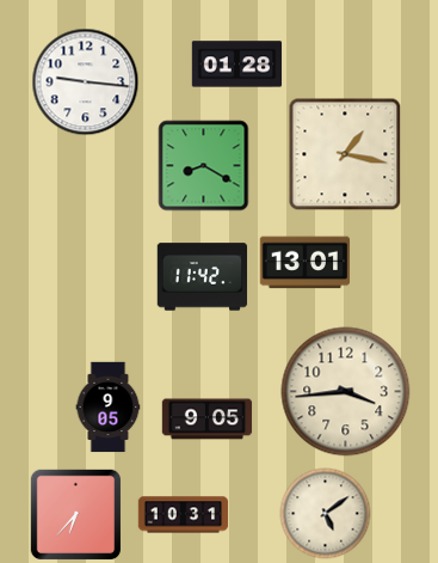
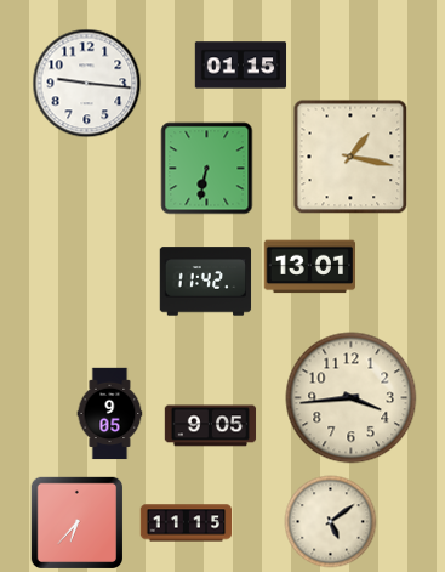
clock at (237, 65): 01:28 -> 01:15
clock at (204, 166): 8:20 -> 6:32
clock at (184, 515): 10:31 -> 11:15
